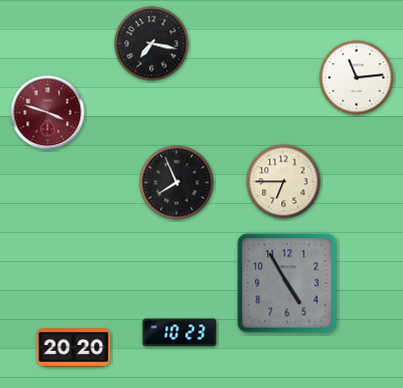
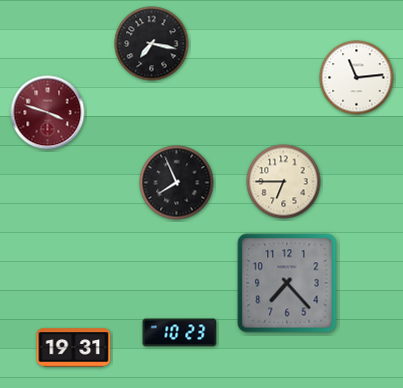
clock at (287, 283): 4:55 -> 7:23
clock at (74, 348): 20:20 -> 19:31
